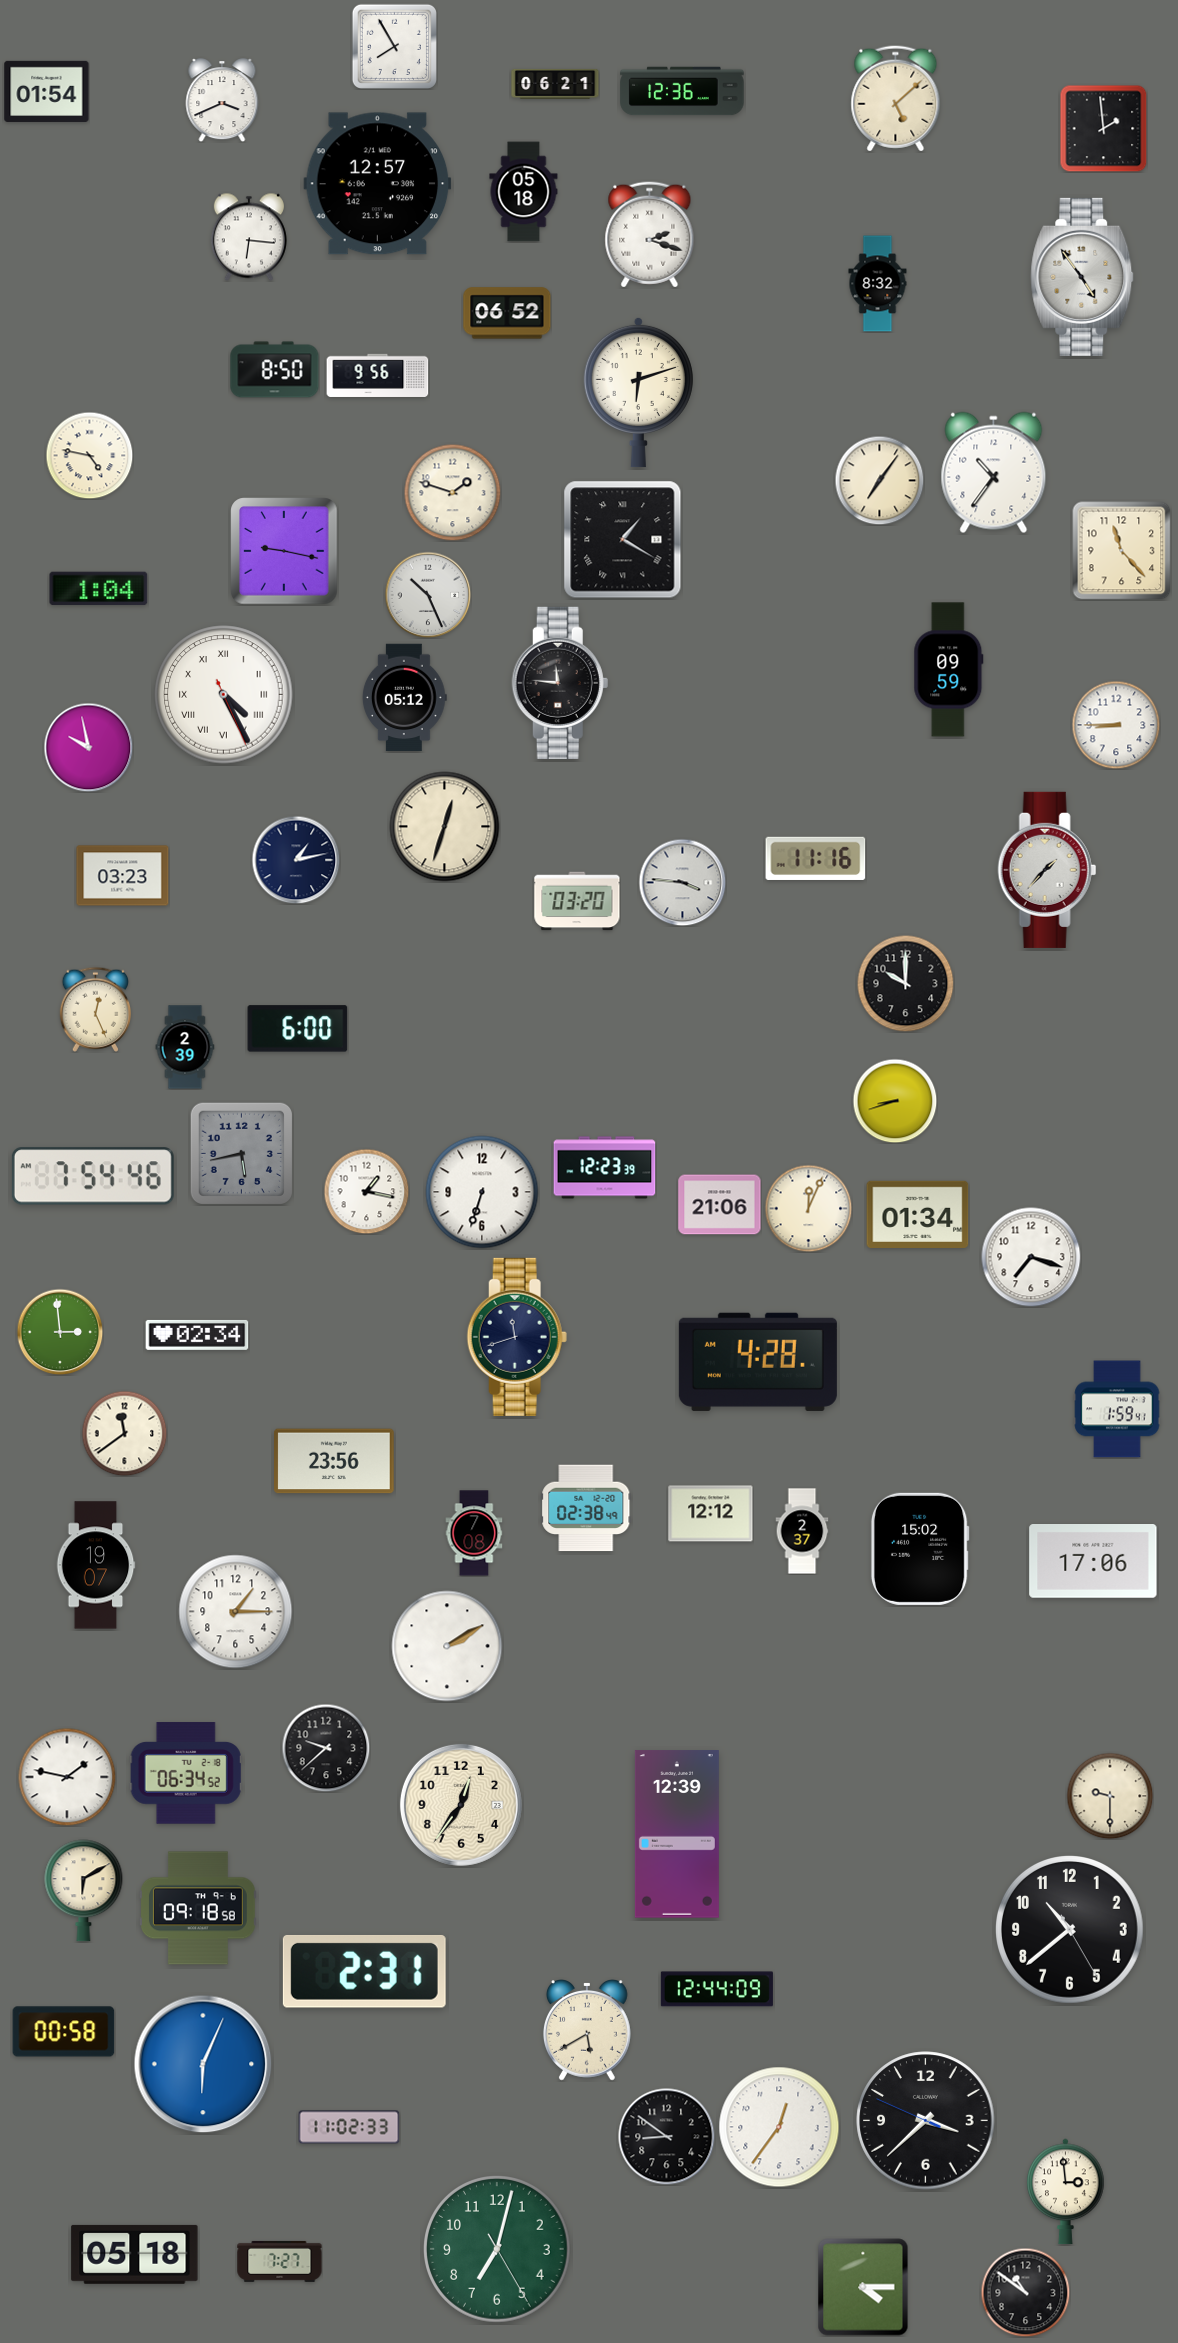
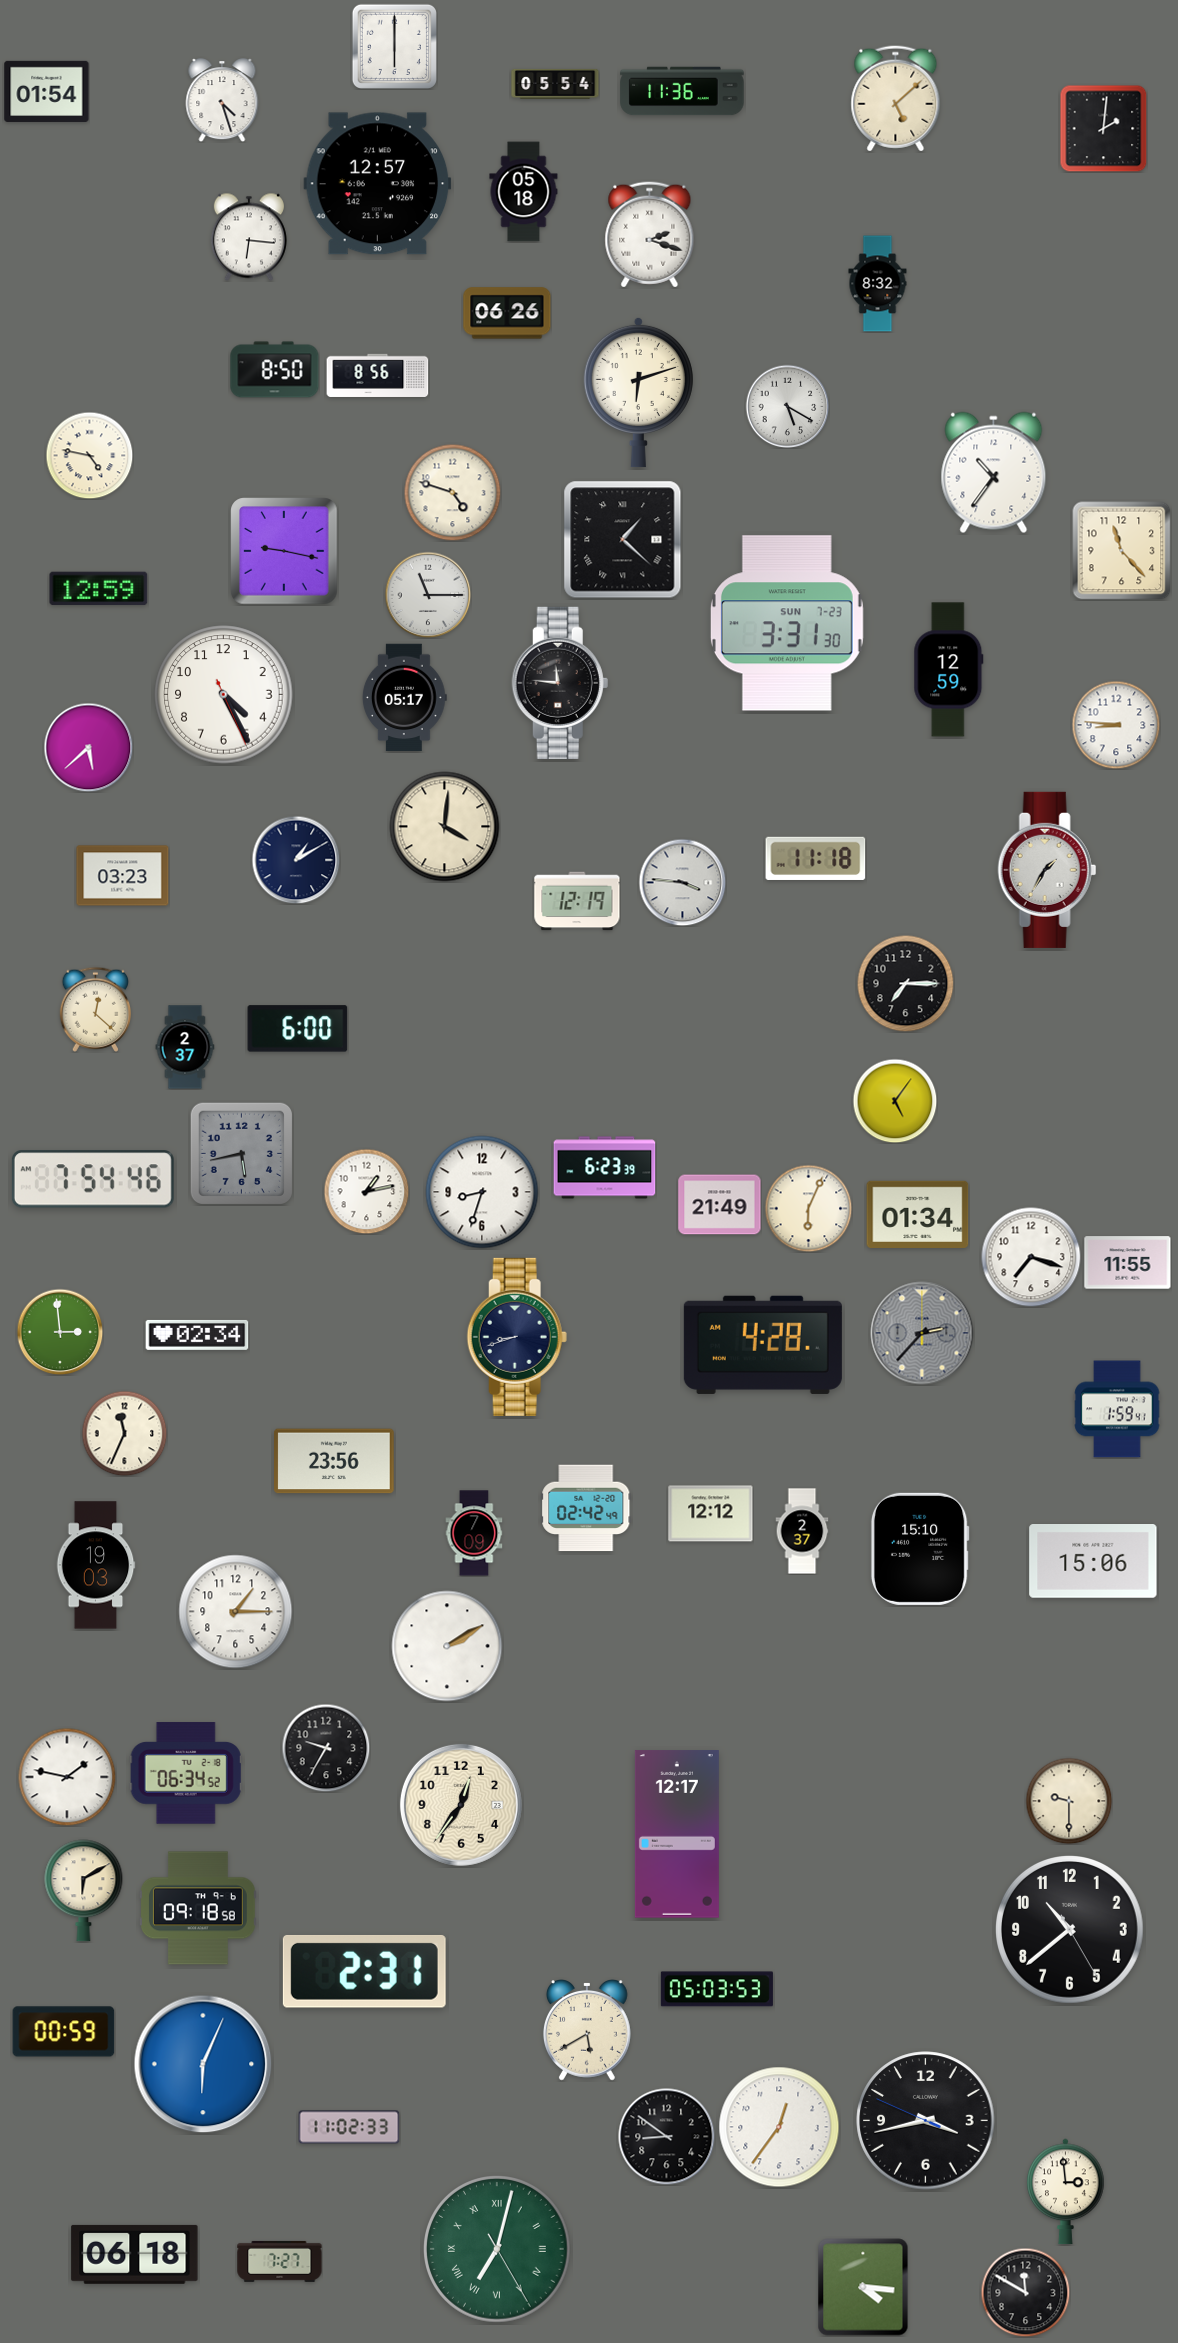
clock at (394, 46): 7:55 -> 6:00
clock at (555, 84): 06:21 -> 05:54
clock at (682, 91): 12:36 -> 11:36
clock at (222, 100): 3:41 -> 4:27
clock at (1103, 128): 1:59 -> 2:01
clock at (1082, 277): 4:54 -> none
clock at (507, 313): 06:52 -> 06:26
clock at (378, 375): 9:56 -> 8:56
clock at (787, 406): none -> 5:20
clock at (879, 480): 7:06 -> none
clock at (452, 492): 1:48 -> 4:48
clock at (623, 540): 1:20 -> 1:22
clock at (99, 589): 1:04 -> 12:59
clock at (428, 595): 10:26 -> 11:15
clock at (787, 623): none -> 3:31
clock at (949, 670): 09:59 -> 12:59
clock at (224, 695) numerals: Roman -> Arabic
clock at (404, 698): 05:12 -> 05:17
clock at (1116, 725): 8:45 -> 8:46
clock at (88, 747): 9:58 -> 5:38
clock at (445, 827): 12:33 -> 4:01
clock at (816, 858): 11:16 -> 11:18
clock at (296, 860): 1:13 -> 1:10
clock at (1047, 870): 1:37 -> 1:35
clock at (577, 901): 03:20 -> 12:19
clock at (905, 983): 10:00 -> 7:15
clock at (95, 1009): 12:26 -> 12:22
clock at (185, 1047): 2:39 -> 2:37
clock at (895, 1101): 8:42 -> 5:06
clock at (605, 1168): 12:23 -> 6:23
clock at (93, 1176) position: (93, 1176) -> (93, 1179)
clock at (366, 1191): 1:17 -> 1:13
clock at (482, 1192): 6:33 -> 8:33
clock at (720, 1205): 21:06 -> 21:49
clock at (808, 1208): 12:04 -> 6:04
clock at (1128, 1263): none -> 11:55
clock at (922, 1333): none -> 2:37
clock at (517, 1337): 11:42 -> 8:42
clock at (758, 1362) position: (758, 1362) -> (763, 1345)
clock at (124, 1433): 11:39 -> 11:34
clock at (586, 1508): 02:38 -> 02:42
clock at (474, 1533): 7:08 -> 7:09
clock at (920, 1549): 15:02 -> 15:10
clock at (1093, 1562): 17:06 -> 15:06
clock at (96, 1565): 19:07 -> 19:03
clock at (326, 1748): 9:38 -> 9:35
clock at (1110, 1796) position: (1110, 1796) -> (1069, 1801)
clock at (677, 1834): 12:39 -> 12:17
clock at (717, 1989): 12:44 -> 05:03
clock at (64, 2032): 00:58 -> 00:59
clock at (926, 2121): 3:37 -> 3:42
clock at (498, 2250) numerals: Arabic -> Roman
clock at (135, 2254): 05:18 -> 06:18
clock at (863, 2287): 4:15 -> 4:16
clock at (1025, 2292): 10:51 -> 11:50
